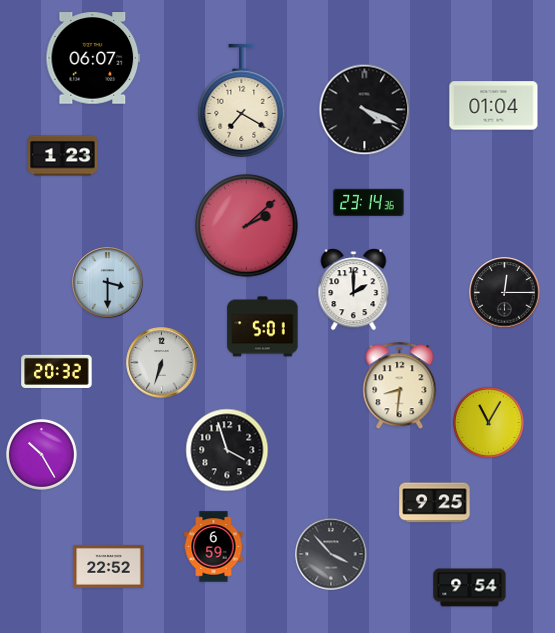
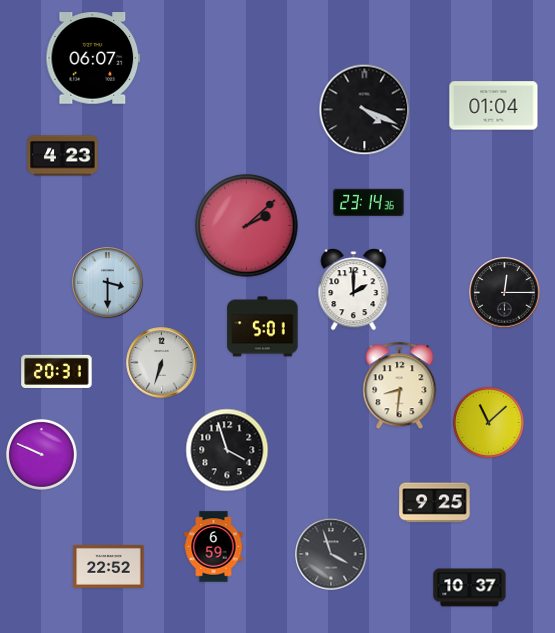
clock at (242, 100): 7:20 -> none
clock at (63, 156): 1:23 -> 4:23
clock at (57, 371): 20:32 -> 20:31
clock at (488, 422): 11:05 -> 11:08
clock at (41, 454): 10:25 -> 9:49
clock at (331, 554): 3:53 -> 3:57
clock at (470, 588): 9:54 -> 10:37
